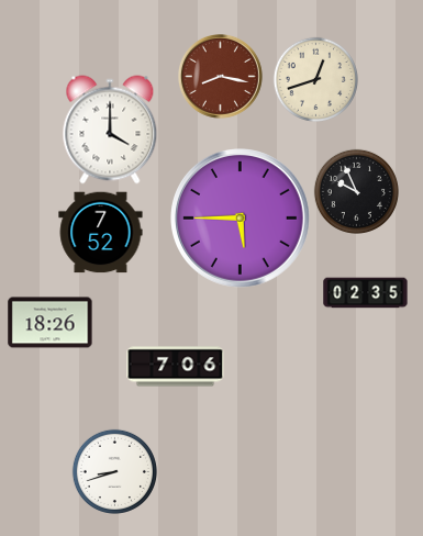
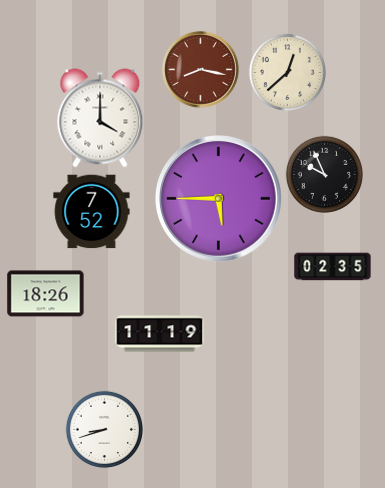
clock at (315, 79): 12:42 -> 12:38
clock at (176, 367): 7:06 -> 11:19
